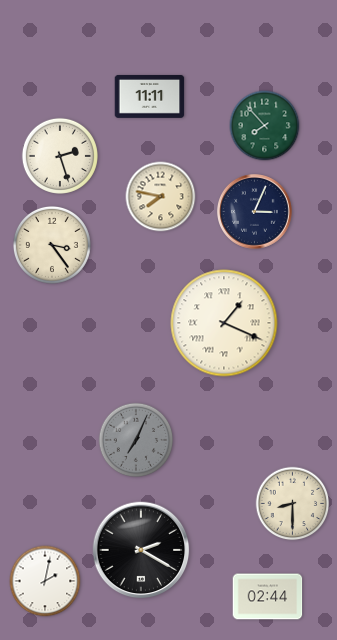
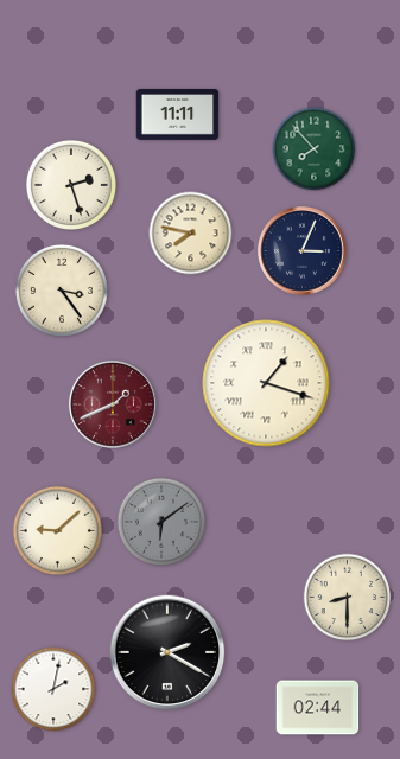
clock at (224, 323): 1:19 -> 1:18
clock at (113, 404): none -> 1:41
clock at (136, 440): 7:04 -> 6:09
clock at (57, 530): none -> 9:08
